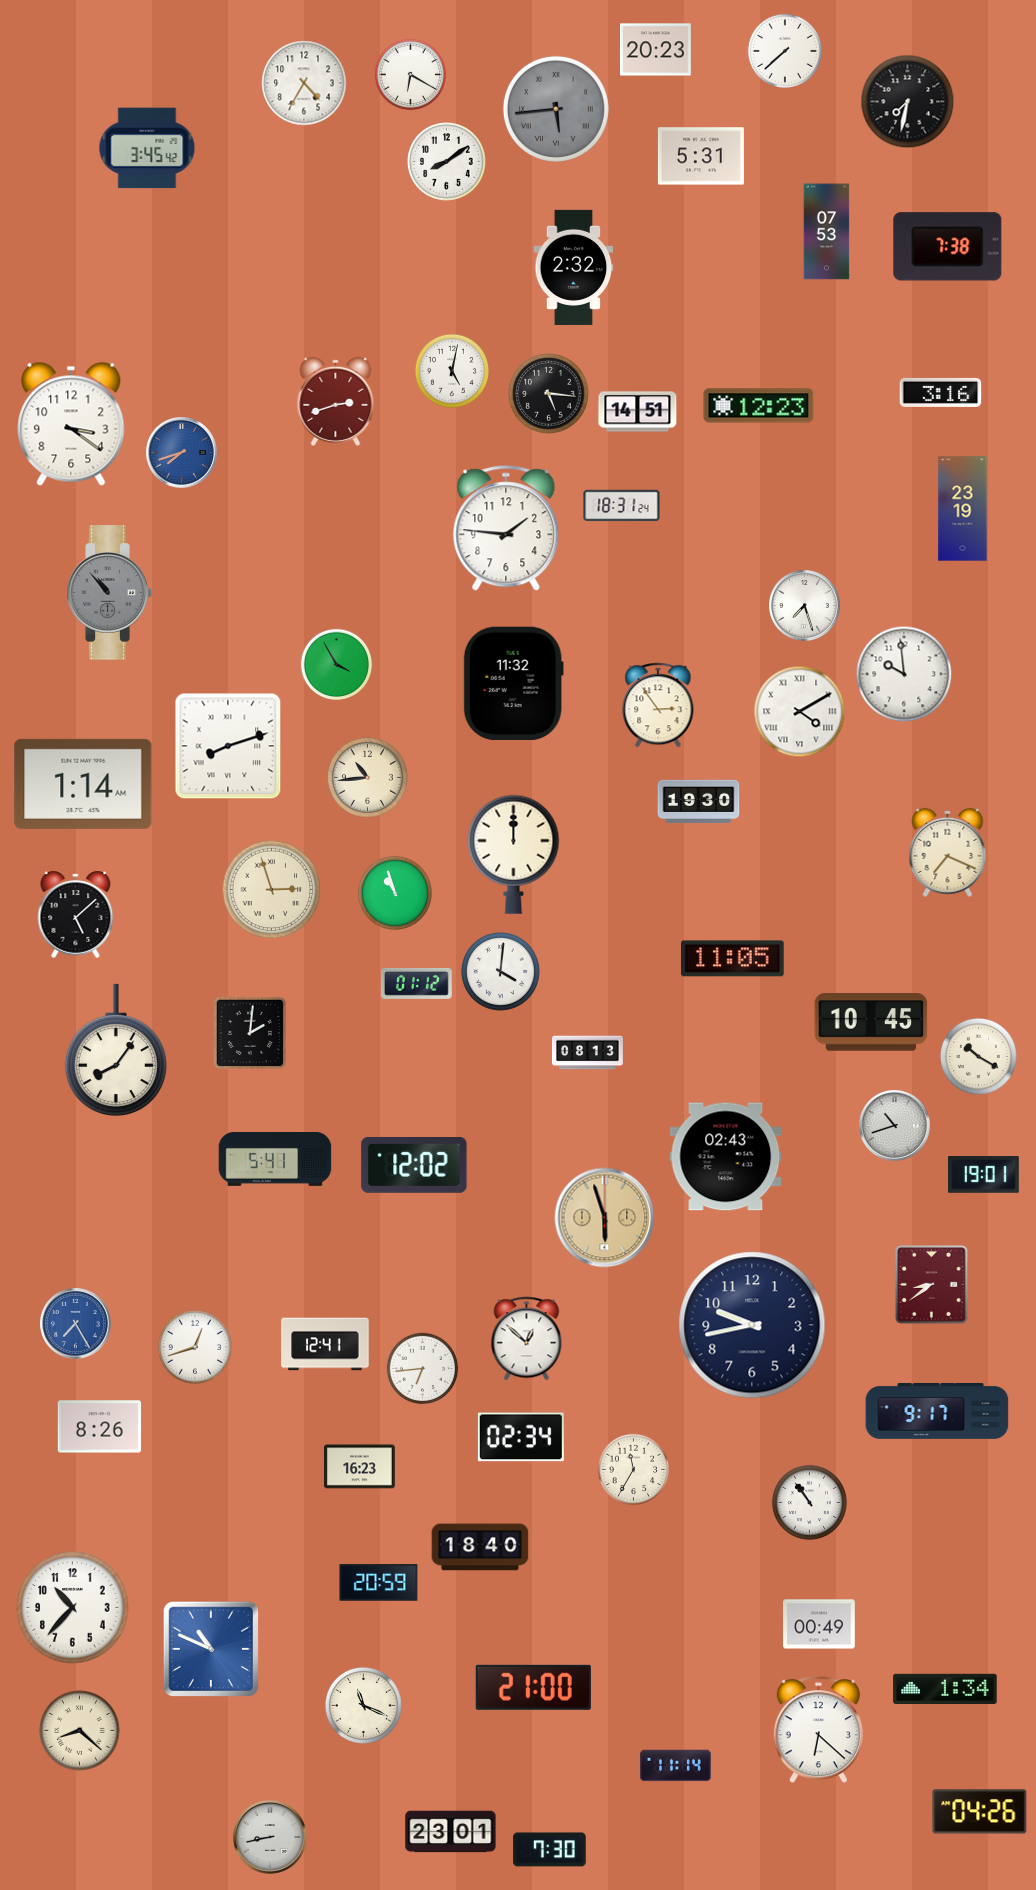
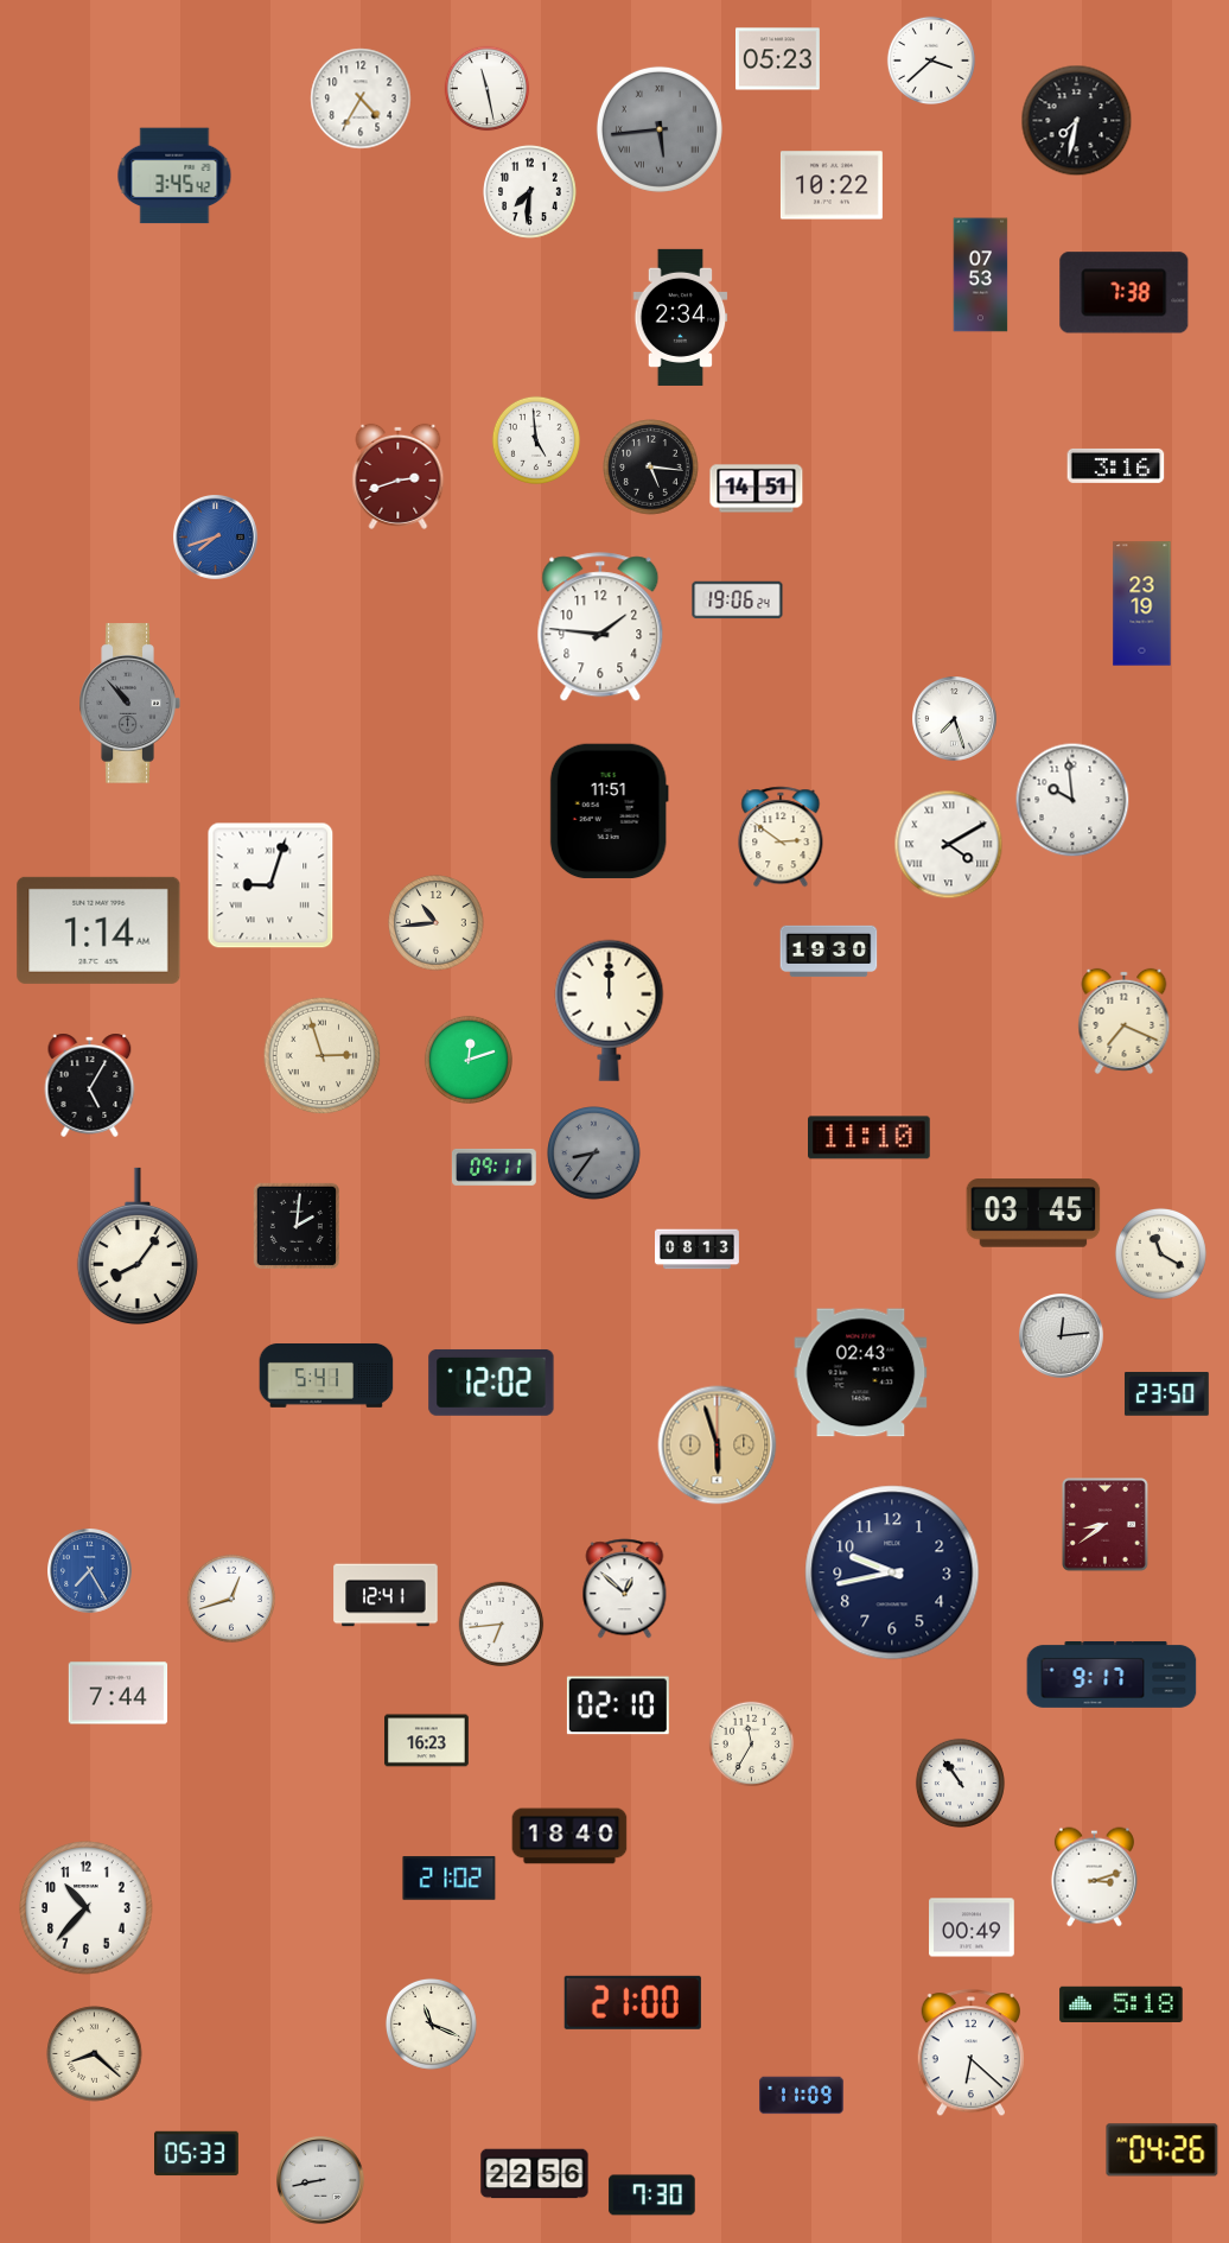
clock at (656, 50): 20:23 -> 05:23
clock at (785, 51): 7:38 -> 3:38
clock at (411, 75): 6:20 -> 11:28
clock at (701, 156): 5:31 -> 10:22
clock at (447, 162): 8:09 -> 7:31
clock at (574, 267): 2:32 -> 2:34
clock at (452, 371): 5:02 -> 4:59
clock at (759, 406): 12:23 -> none
clock at (71, 424): 3:21 -> none
clock at (622, 506): 18:31 -> 19:06
clock at (337, 665): 3:55 -> none
clock at (513, 684): 11:32 -> 11:51
clock at (658, 705): 2:54 -> 2:51
clock at (228, 746): 8:12 -> 9:03
clock at (948, 852) position: (948, 852) -> (1125, 1021)
clock at (514, 854) position: (514, 854) -> (610, 1010)
clock at (395, 893): 10:57 -> 12:12
clock at (76, 914): 5:08 -> 5:05
clock at (733, 959): 11:05 -> 11:10
clock at (501, 972): 4:01 -> 8:36
clock at (501, 972) dial: white -> grey
clock at (416, 983): 01:12 -> 09:11
clock at (871, 1022): 10:45 -> 03:45
clock at (978, 1056): 10:20 -> 11:20
clock at (895, 1126): 10:42 -> 12:14
clock at (983, 1175): 19:01 -> 23:50
clock at (100, 1427): 8:26 -> 7:44
clock at (521, 1437): 02:34 -> 02:10
clock at (1094, 1877): none -> 3:12
clock at (379, 1583): 20:59 -> 21:02
clock at (210, 1648): 10:49 -> none
clock at (945, 1688): 1:34 -> 5:18
clock at (676, 1766): 11:14 -> 11:09
clock at (197, 2154): none -> 05:33
clock at (451, 1832): 23:01 -> 22:56
